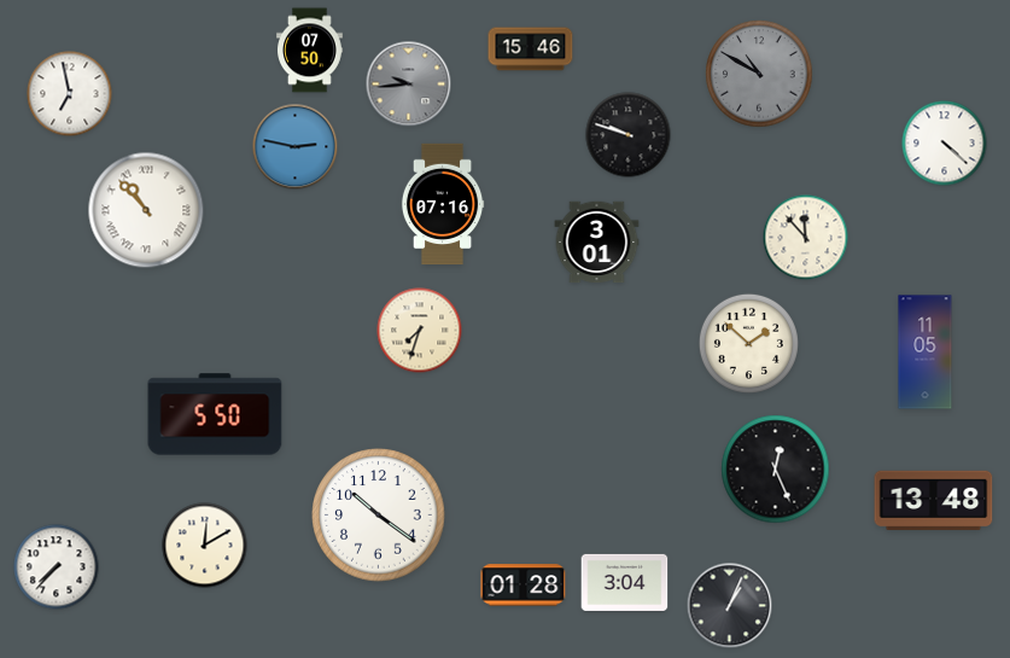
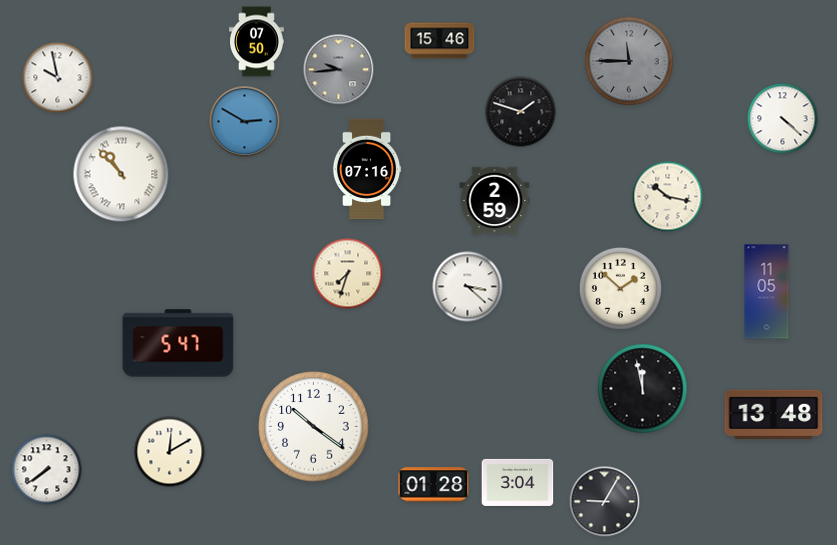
clock at (759, 74): 10:50 -> 11:45
clock at (70, 94): 6:58 -> 9:58
clock at (629, 135): 9:48 -> 1:48
clock at (296, 147): 2:47 -> 2:50
clock at (806, 238): 11:53 -> 10:17
clock at (597, 243): 3:01 -> 2:59
clock at (748, 343) position: (748, 343) -> (620, 288)
clock at (468, 287): none -> 3:22
clock at (215, 414): 5:50 -> 5:47
clock at (776, 470): 12:26 -> 11:58
clock at (57, 567): 7:37 -> 7:39
clock at (730, 606): 1:04 -> 9:05
